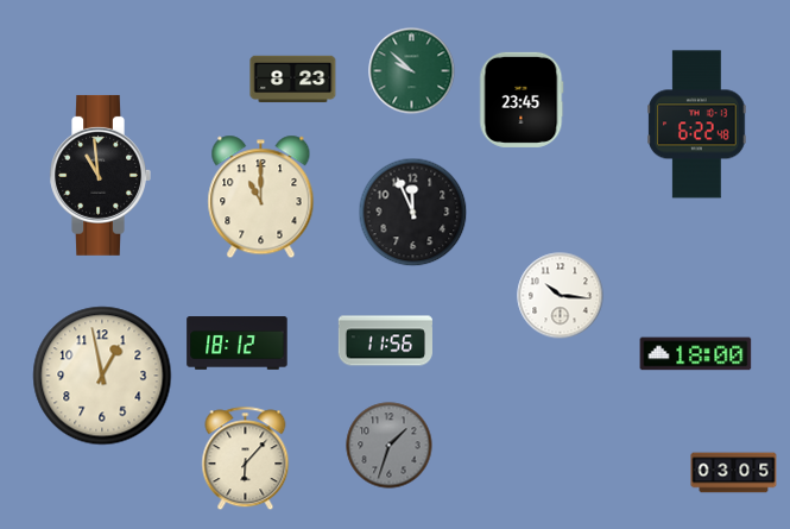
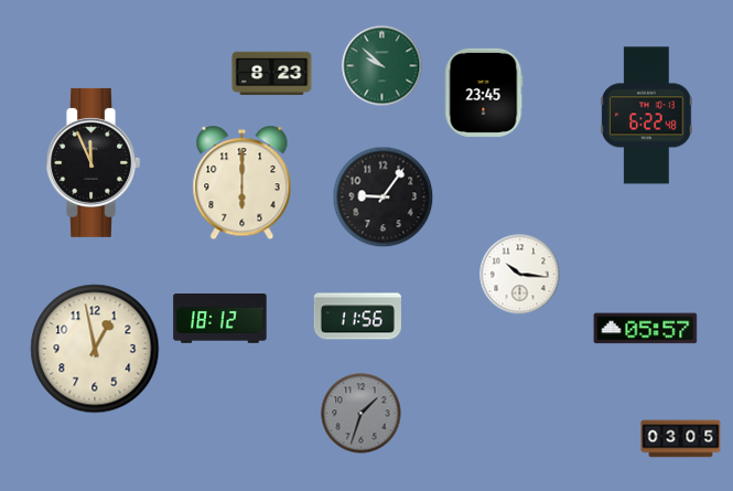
clock at (100, 175): 10:59 -> 11:56
clock at (261, 197): 11:00 -> 6:00
clock at (413, 213): 11:56 -> 9:06
clock at (696, 354): 18:00 -> 05:57
clock at (246, 459): 6:07 -> none
